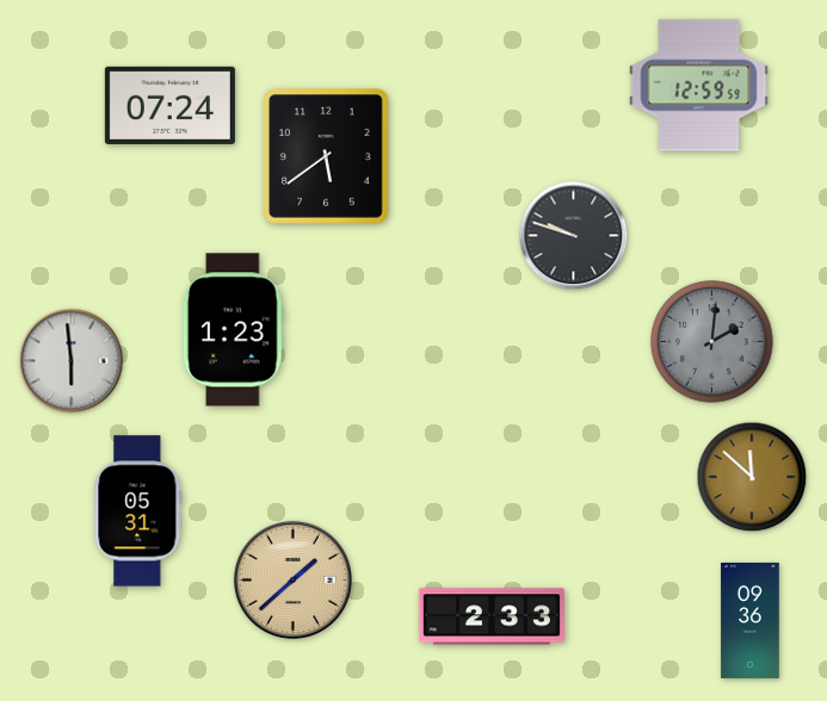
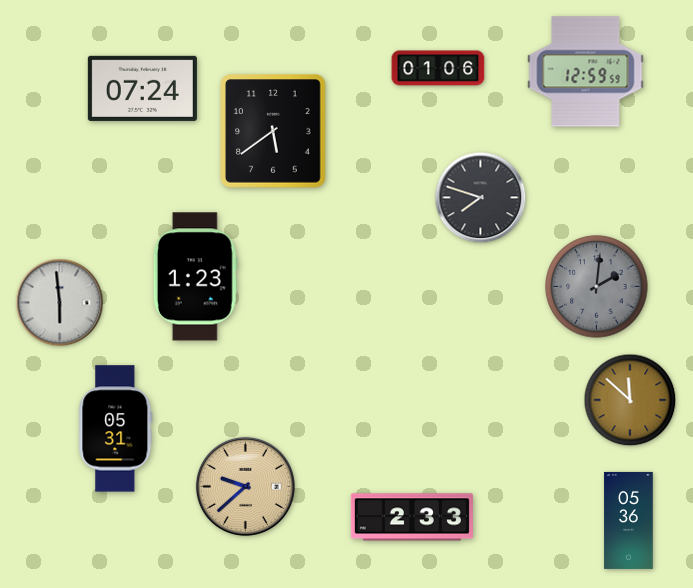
clock at (438, 68): none -> 01:06
clock at (574, 236): 9:48 -> 7:48
clock at (292, 579): 1:38 -> 9:38
clock at (751, 620): 09:36 -> 05:36
